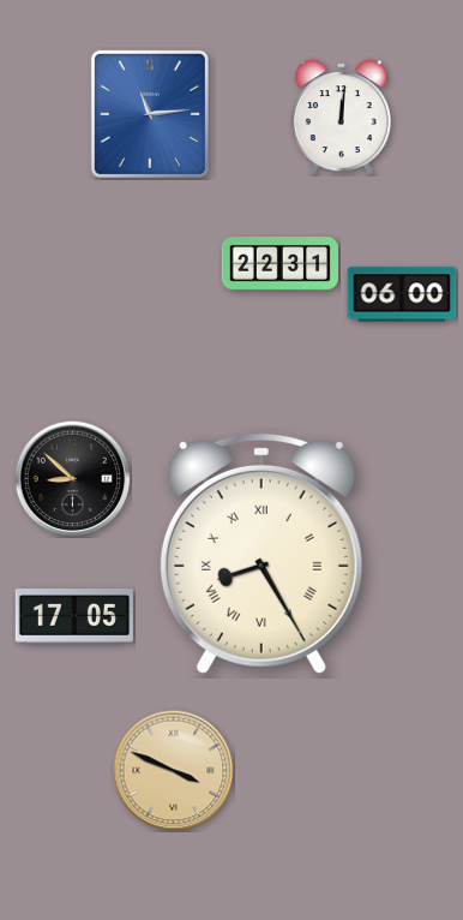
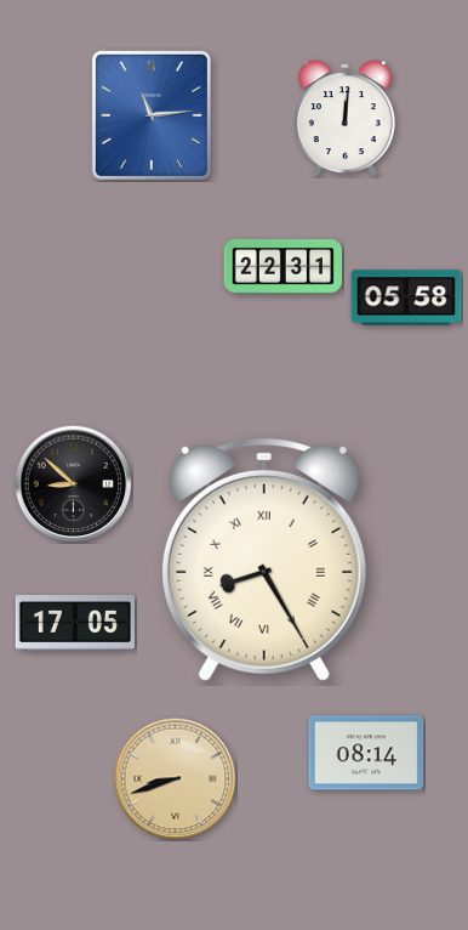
clock at (402, 294): 06:00 -> 05:58
clock at (366, 753): none -> 08:14
clock at (174, 771): 3:49 -> 8:42
